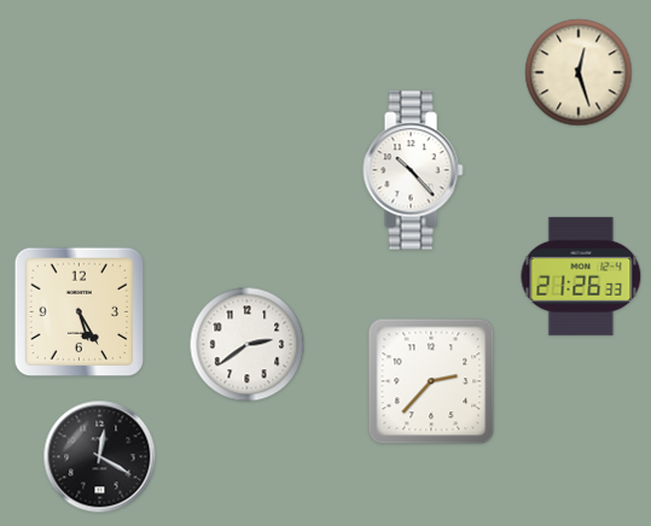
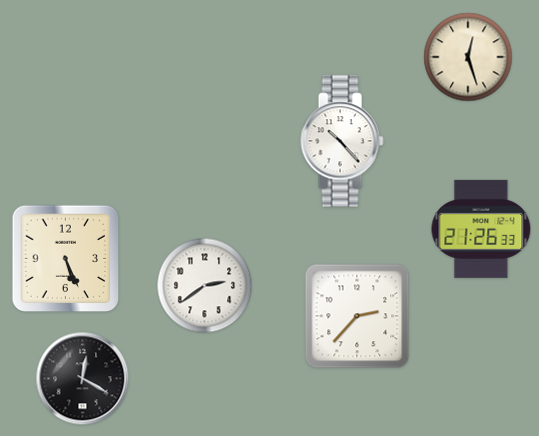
clock at (579, 72) position: (579, 72) -> (468, 57)
clock at (80, 312): 5:25 -> 5:26
